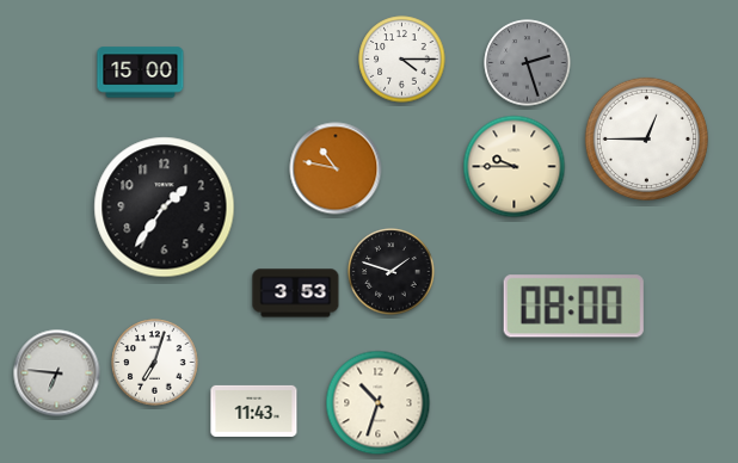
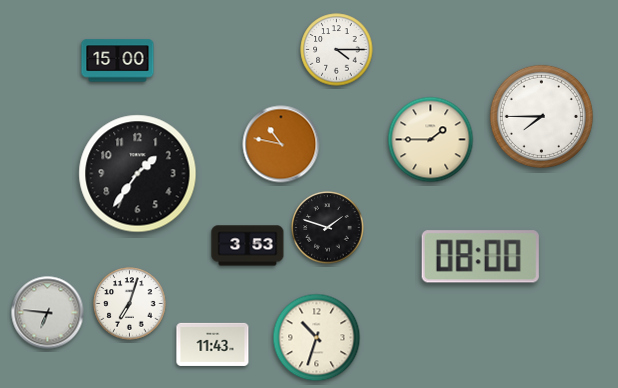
clock at (528, 63): 2:27 -> none
clock at (646, 138): 12:45 -> 7:45
clock at (515, 167): 9:45 -> 1:45
clock at (336, 168) position: (336, 168) -> (281, 144)
